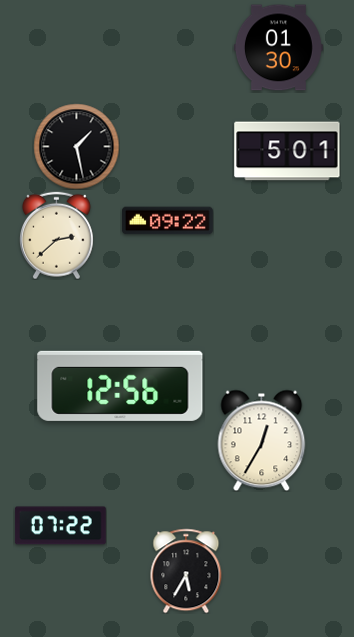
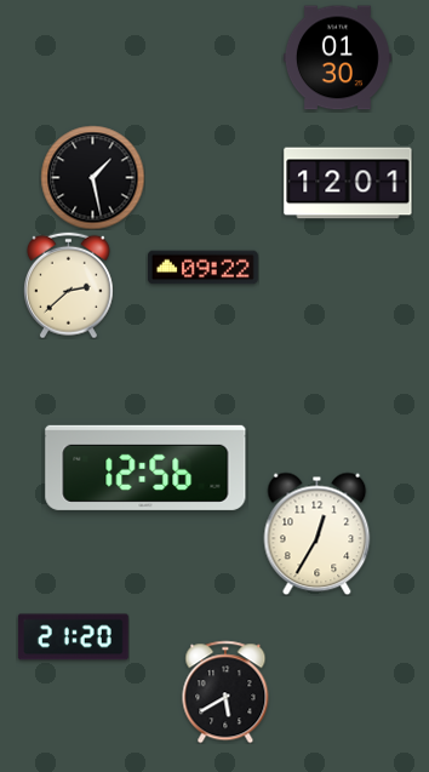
clock at (287, 151): 5:01 -> 12:01
clock at (60, 526): 07:22 -> 21:20
clock at (186, 571): 5:35 -> 5:40
